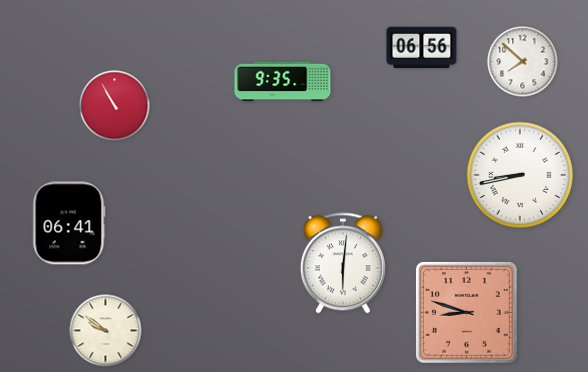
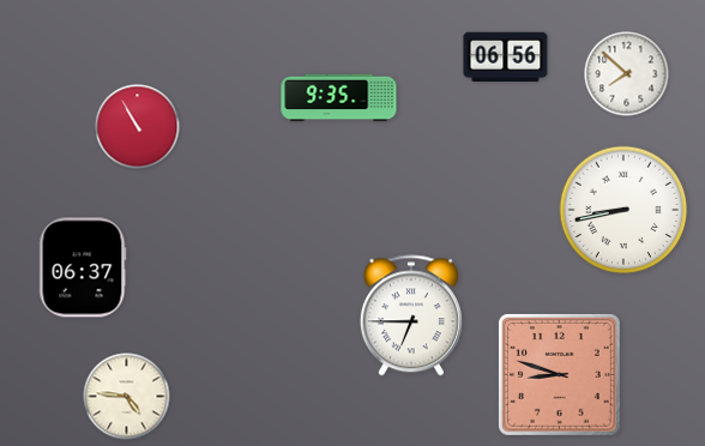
clock at (69, 223): 06:41 -> 06:37
clock at (343, 263): 6:01 -> 6:45
clock at (106, 331): 9:51 -> 4:46
